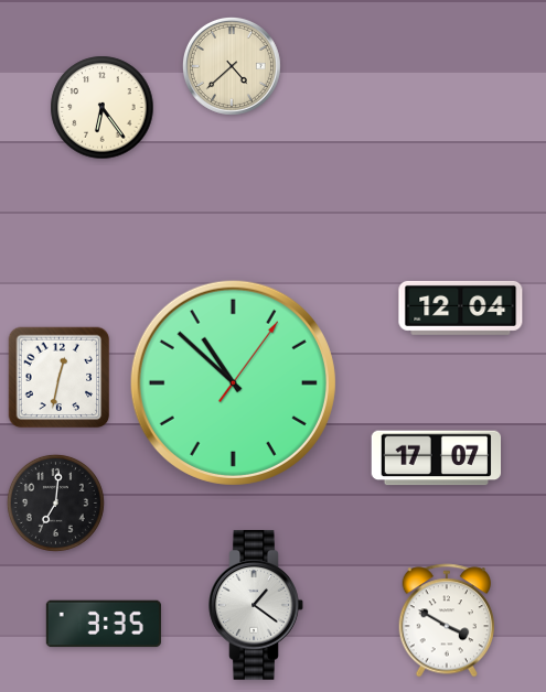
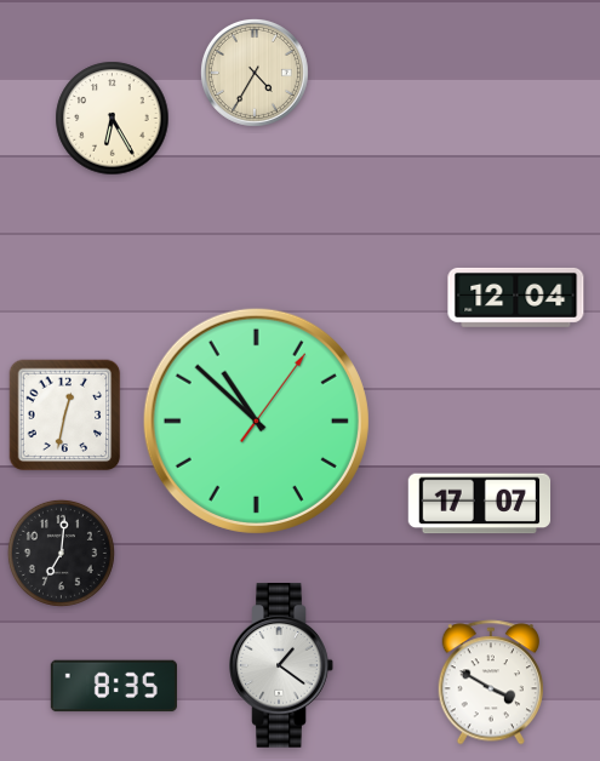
clock at (232, 66): 4:38 -> 4:35
clock at (103, 108): 6:24 -> 6:25
clock at (461, 307) position: (461, 307) -> (516, 297)
clock at (104, 624): 3:35 -> 8:35
